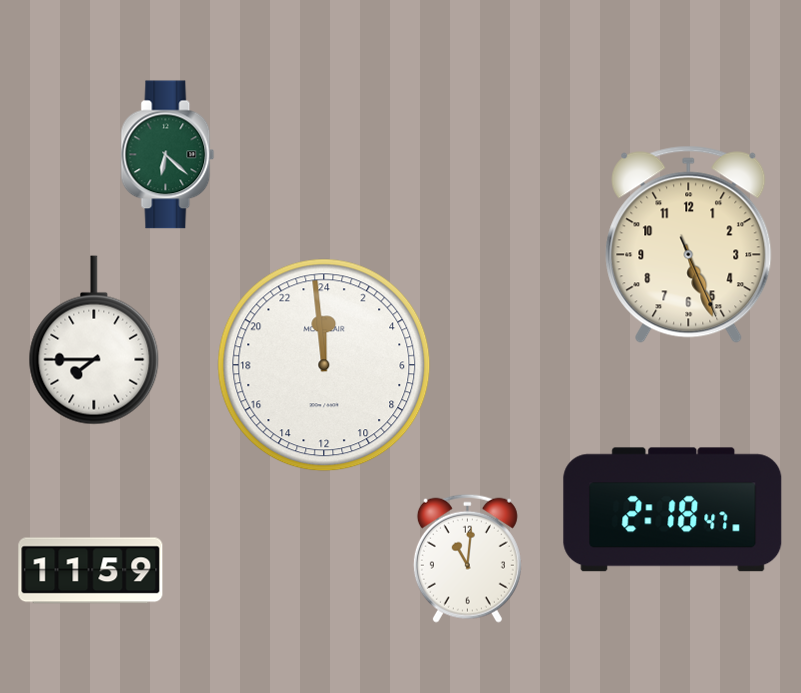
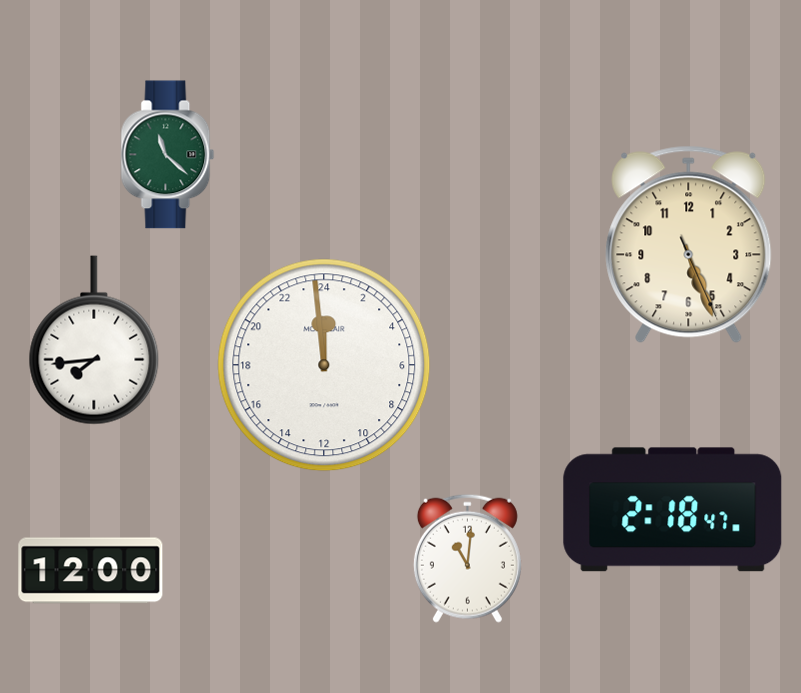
clock at (168, 155): 6:22 -> 11:22
clock at (94, 340): 7:45 -> 7:44
clock at (91, 571): 11:59 -> 12:00
